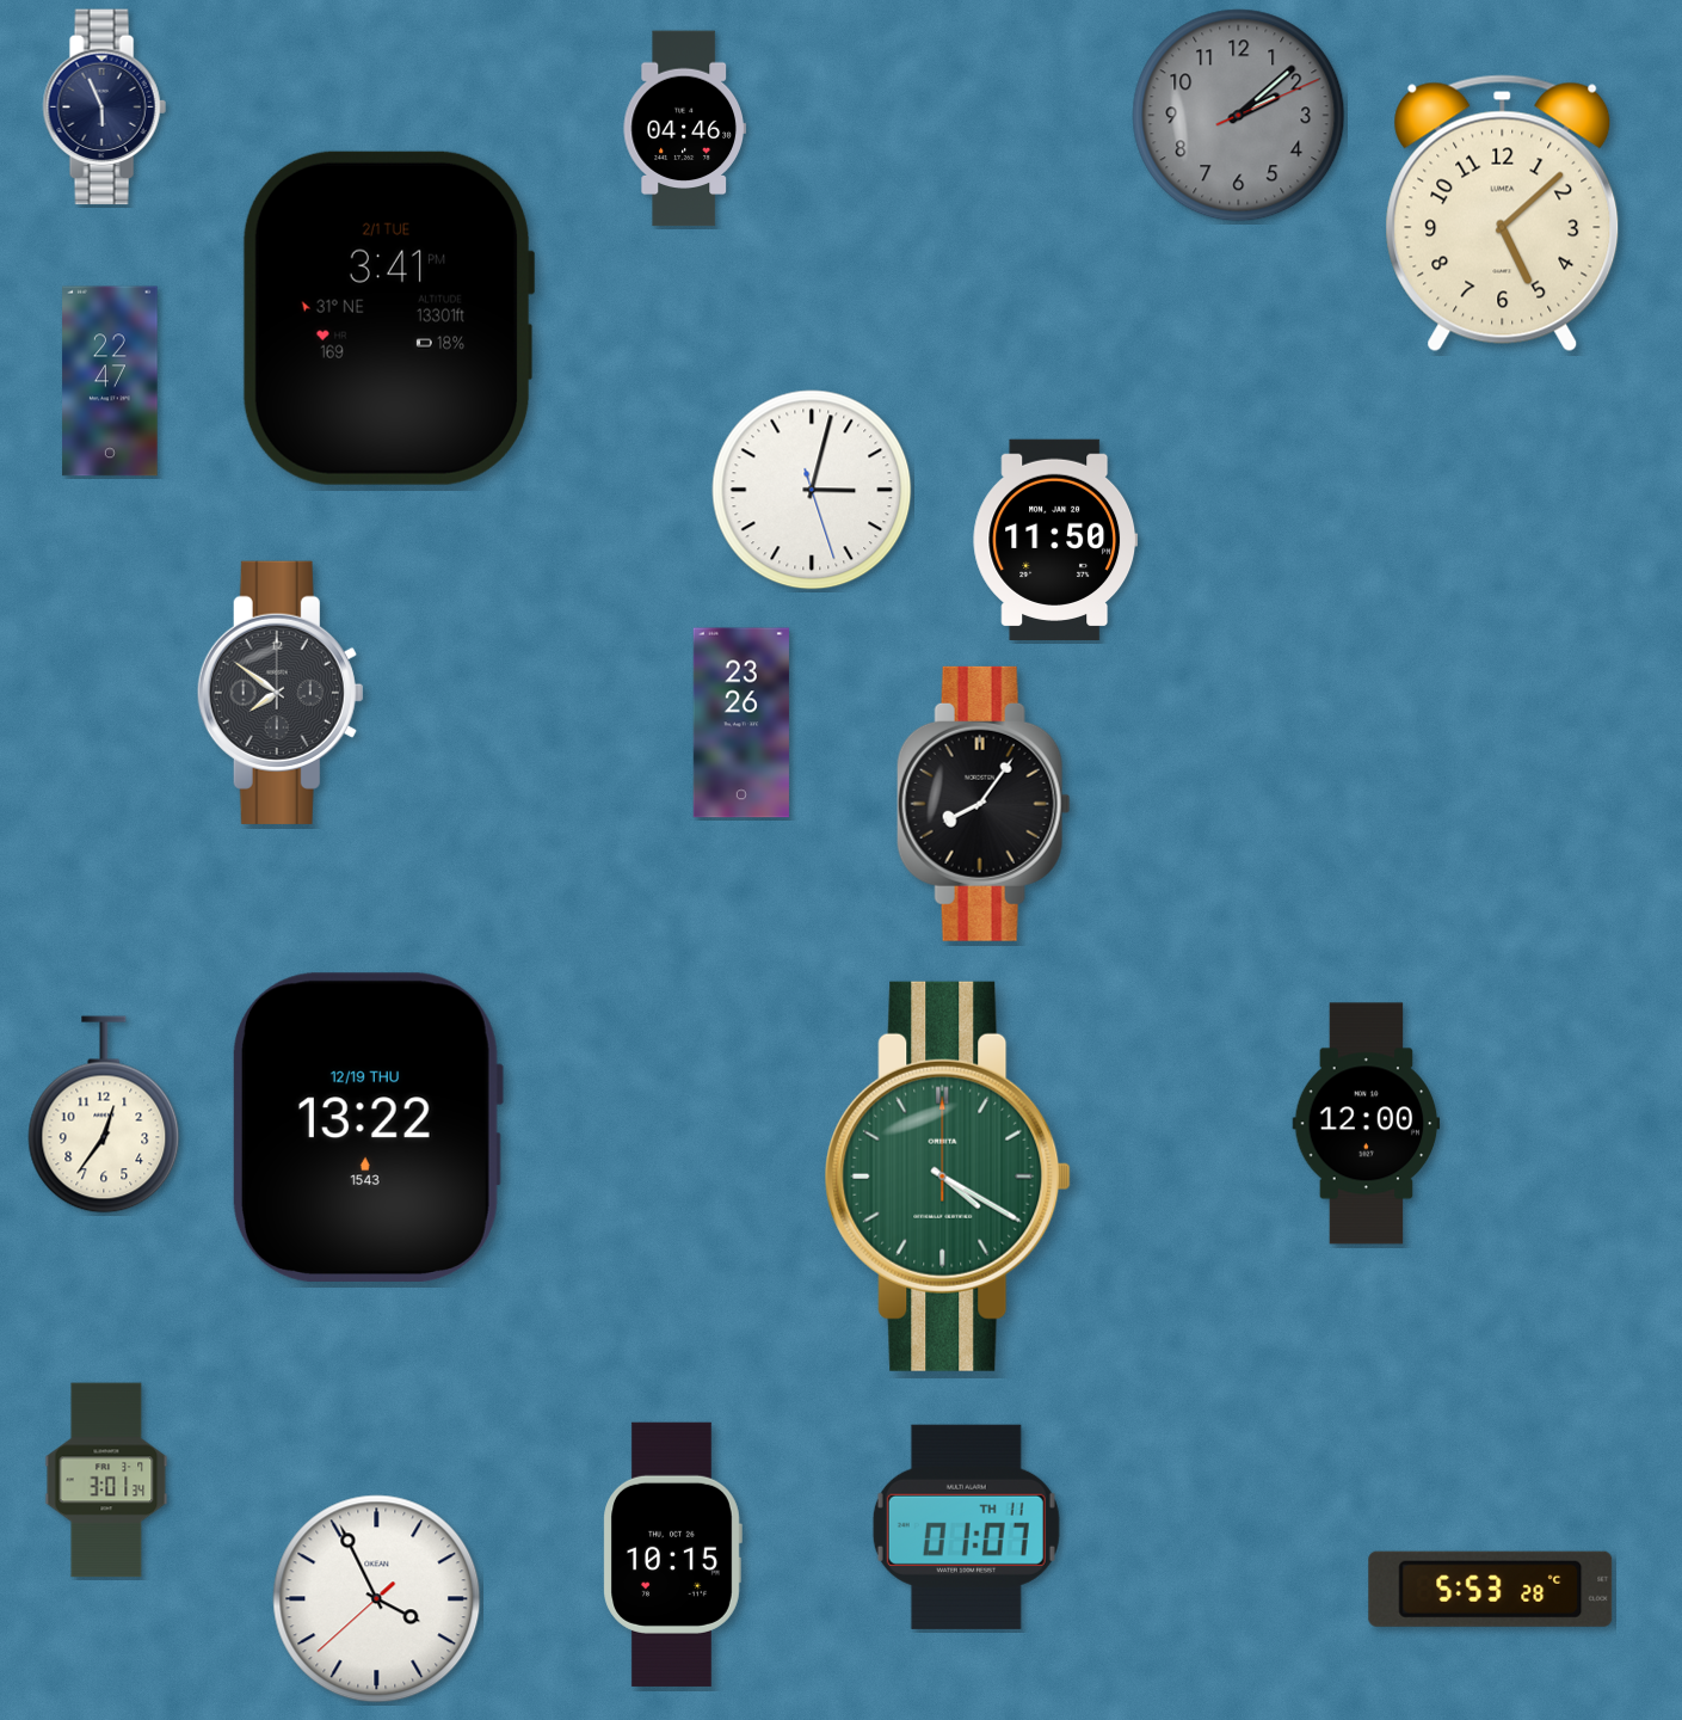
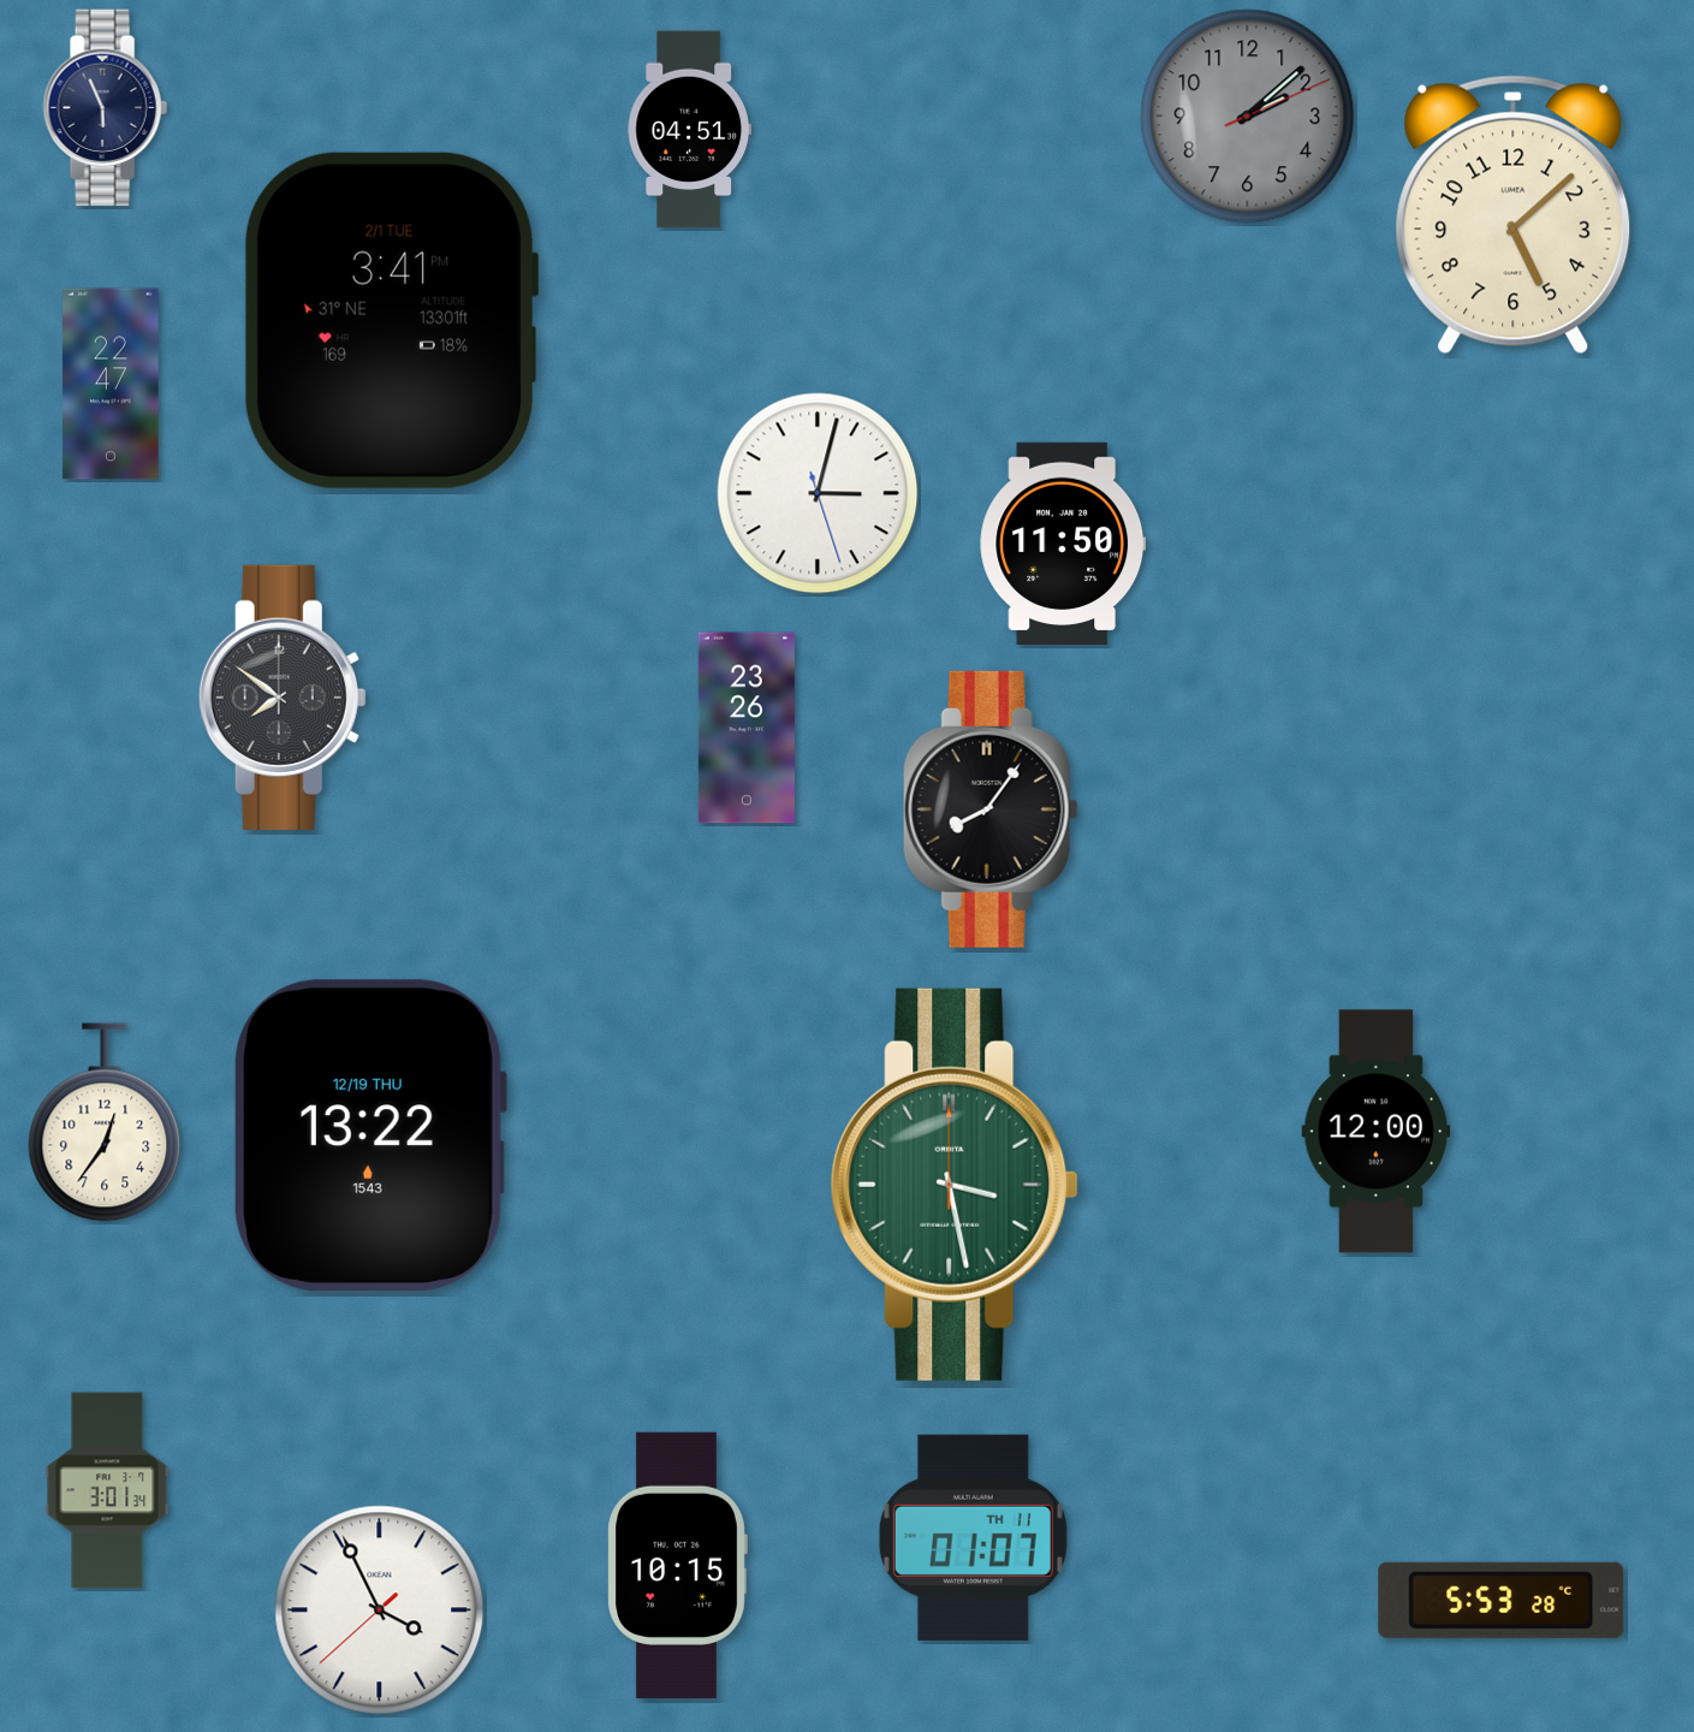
clock at (684, 129): 04:46 -> 04:51
clock at (948, 1177): 4:20 -> 3:28
